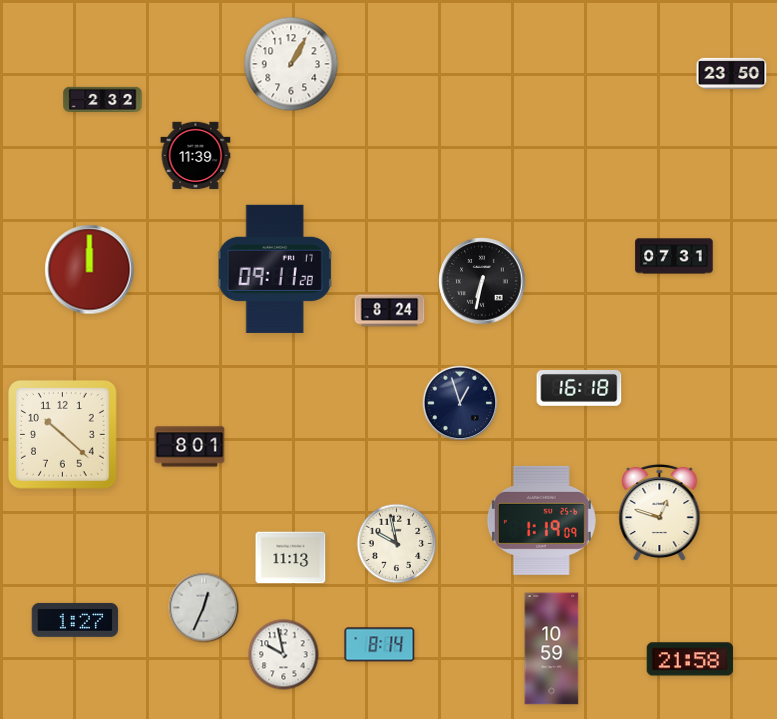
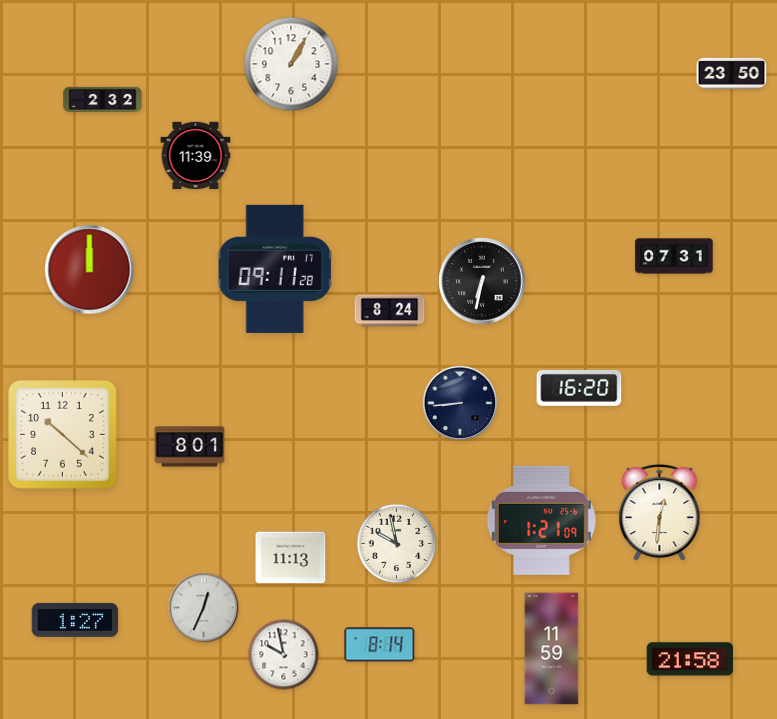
clock at (579, 388): 16:18 -> 16:20
clock at (460, 403): 12:57 -> 8:44
clock at (660, 513): 12:48 -> 12:31
clock at (541, 520): 1:19 -> 1:21
clock at (552, 649): 10:59 -> 11:59
